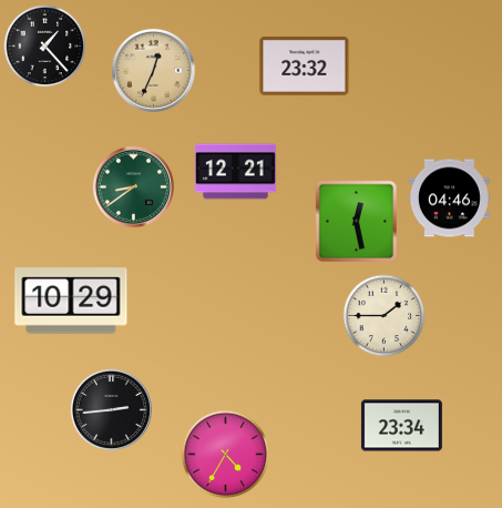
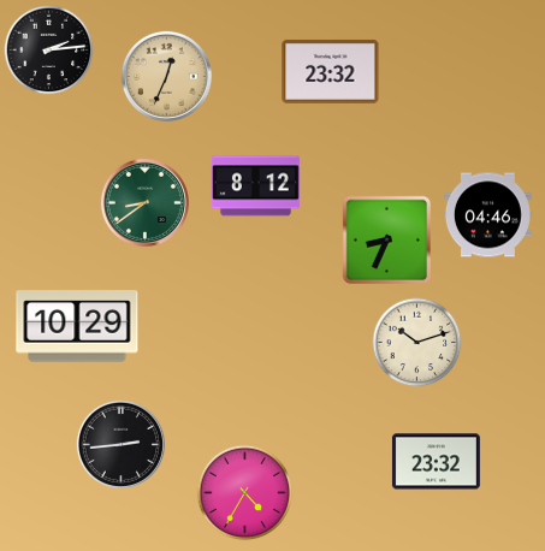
clock at (45, 47): 1:23 -> 2:14
clock at (235, 172): 12:21 -> 8:12
clock at (356, 221): 12:28 -> 8:34
clock at (385, 316): 1:45 -> 10:12
clock at (401, 426): 23:34 -> 23:32
